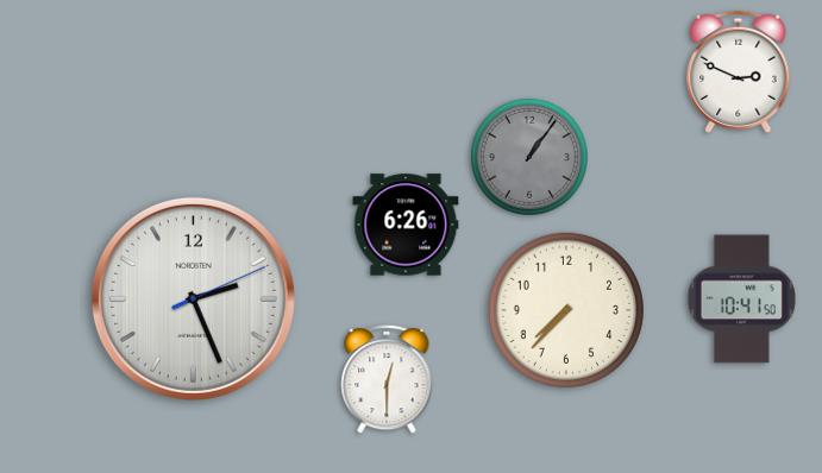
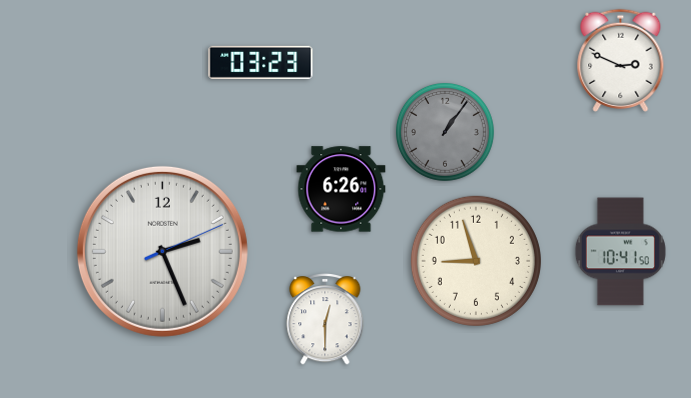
clock at (261, 62): none -> 03:23
clock at (741, 299) position: (741, 299) -> (620, 252)
clock at (566, 310): 7:37 -> 8:57
